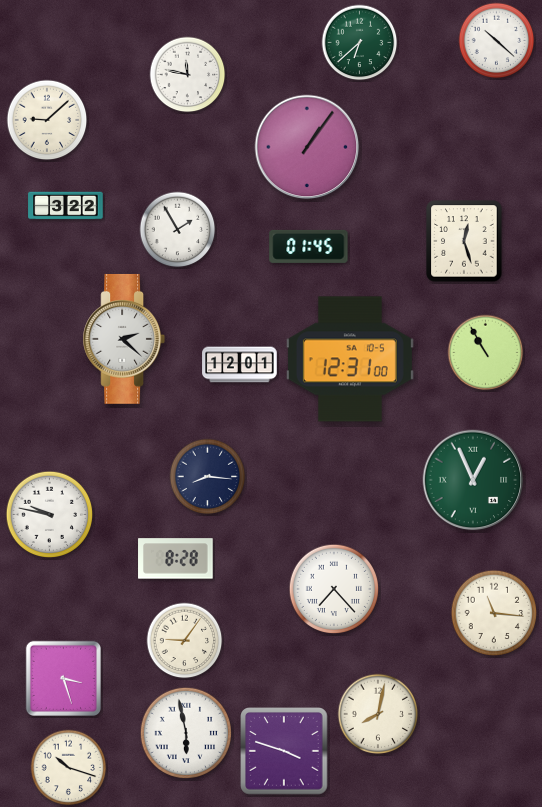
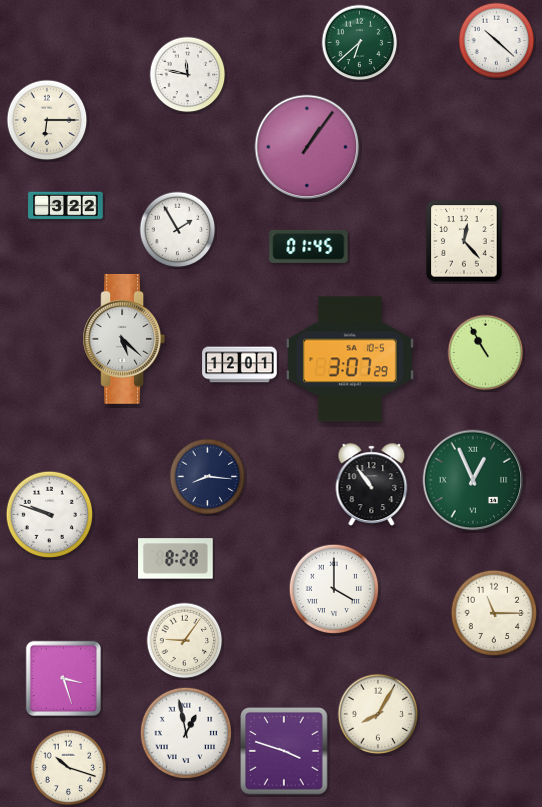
clock at (47, 120): 9:08 -> 6:15
clock at (464, 241): 12:27 -> 12:23
clock at (124, 339): 2:22 -> 5:22
clock at (350, 359): 12:31 -> 3:07
clock at (372, 485): none -> 10:54
clock at (50, 515): 9:47 -> 9:48
clock at (334, 589): 7:23 -> 4:00
clock at (494, 613): 11:16 -> 11:15
clock at (378, 714): 8:02 -> 8:05
clock at (186, 733): 5:58 -> 12:58
